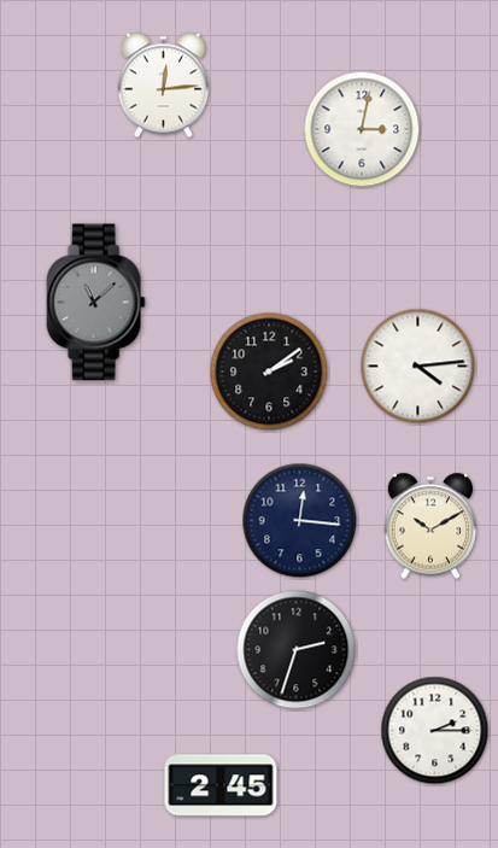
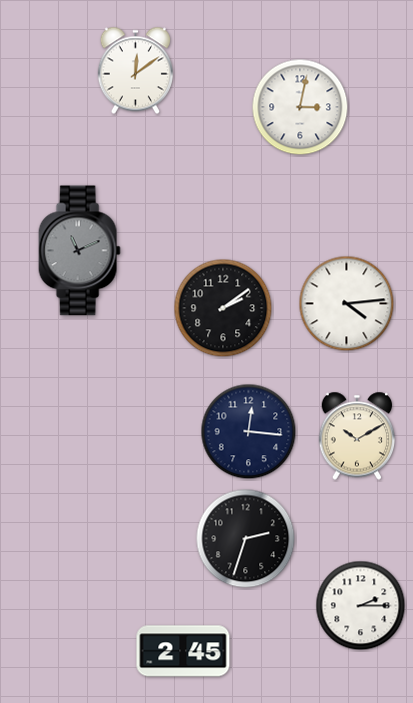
clock at (163, 86): 12:14 -> 12:09
clock at (95, 303): 11:08 -> 11:11
